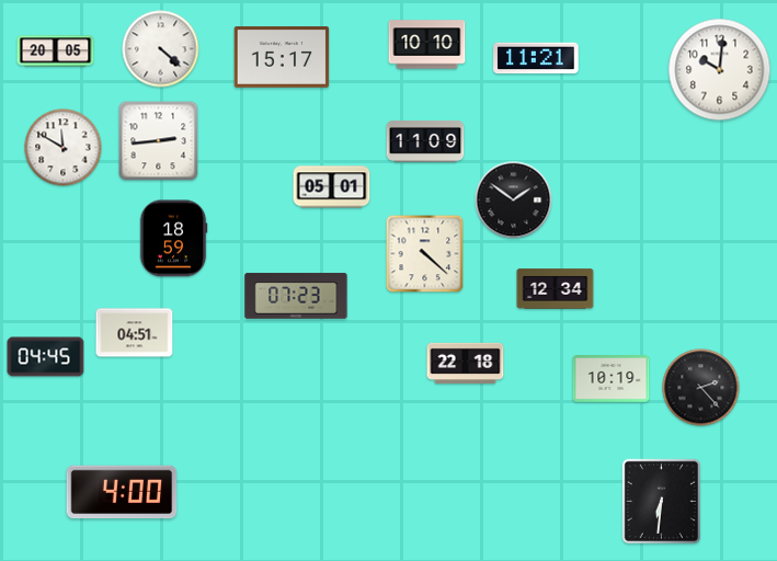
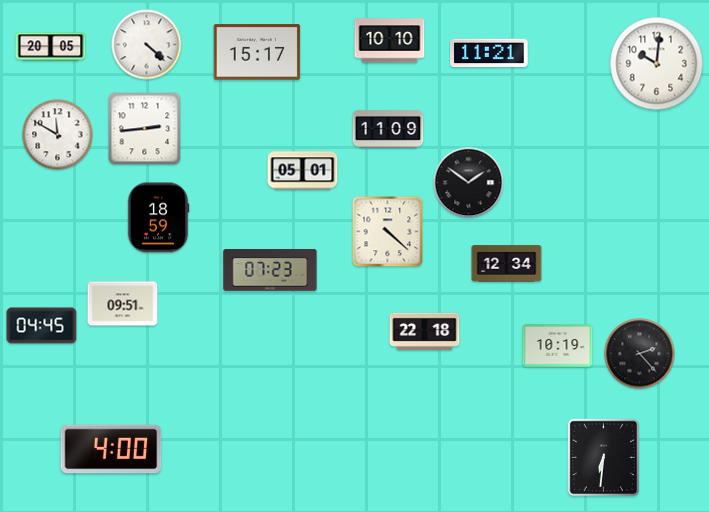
clock at (135, 333): 04:51 -> 09:51
